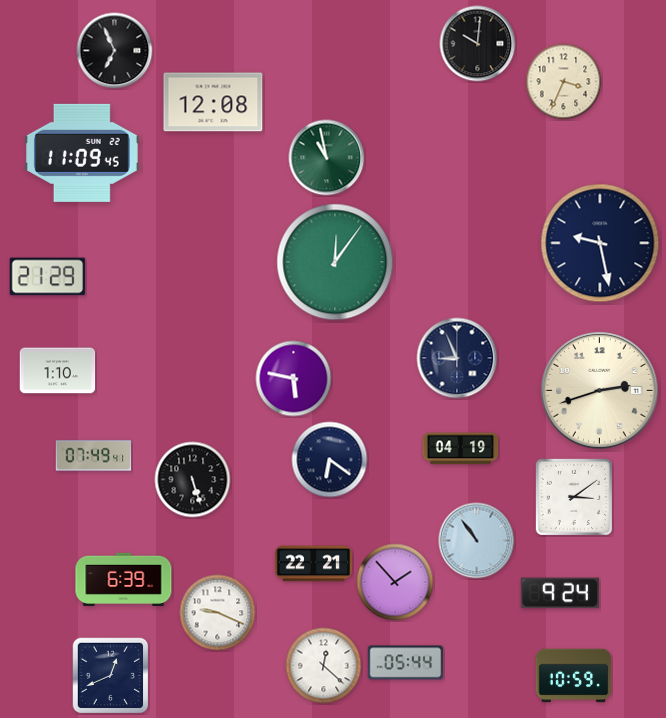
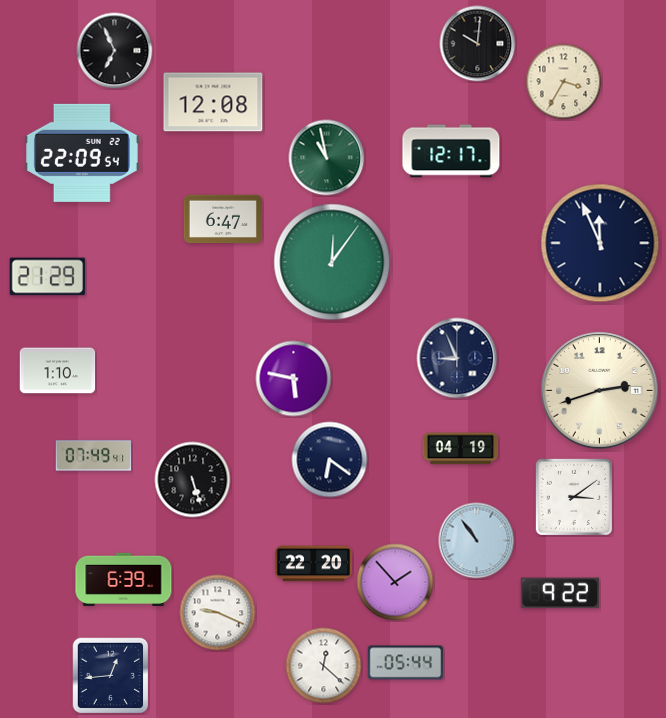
clock at (564, 82): 3:34 -> 3:35
clock at (451, 151): none -> 12:17
clock at (82, 153): 11:09 -> 22:09
clock at (223, 219): none -> 6:47
clock at (600, 243): 9:28 -> 11:56
clock at (335, 262) position: (335, 262) -> (332, 262)
clock at (314, 564): 22:21 -> 22:20
clock at (560, 593): 9:24 -> 9:22
clock at (110, 675): 12:41 -> 12:44
clock at (574, 676): 10:59 -> none
